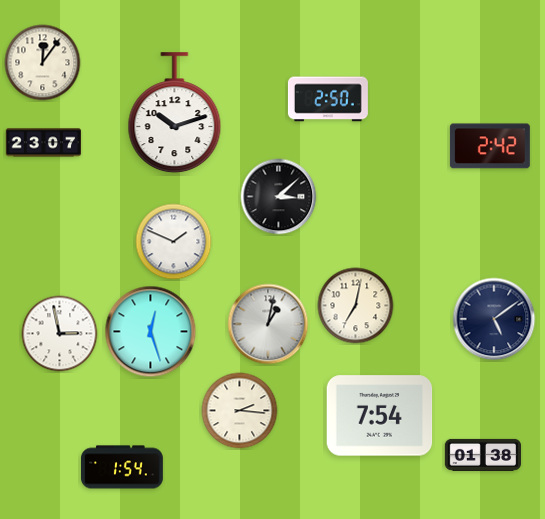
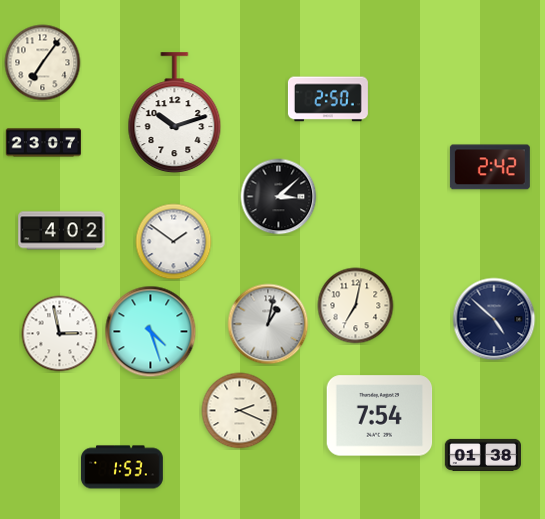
clock at (43, 63): 12:06 -> 7:06
clock at (490, 146) position: (490, 146) -> (490, 167)
clock at (62, 231): none -> 4:02
clock at (174, 242): 1:49 -> 1:51
clock at (494, 319): 5:09 -> 4:52
clock at (151, 332): 12:27 -> 4:27
clock at (240, 411): 2:16 -> 2:19
clock at (123, 467): 1:54 -> 1:53
